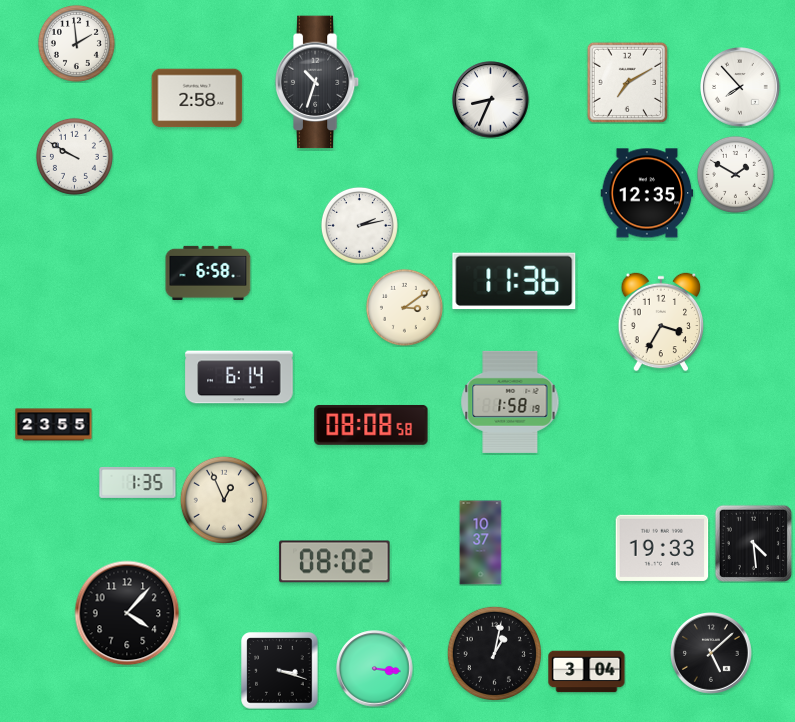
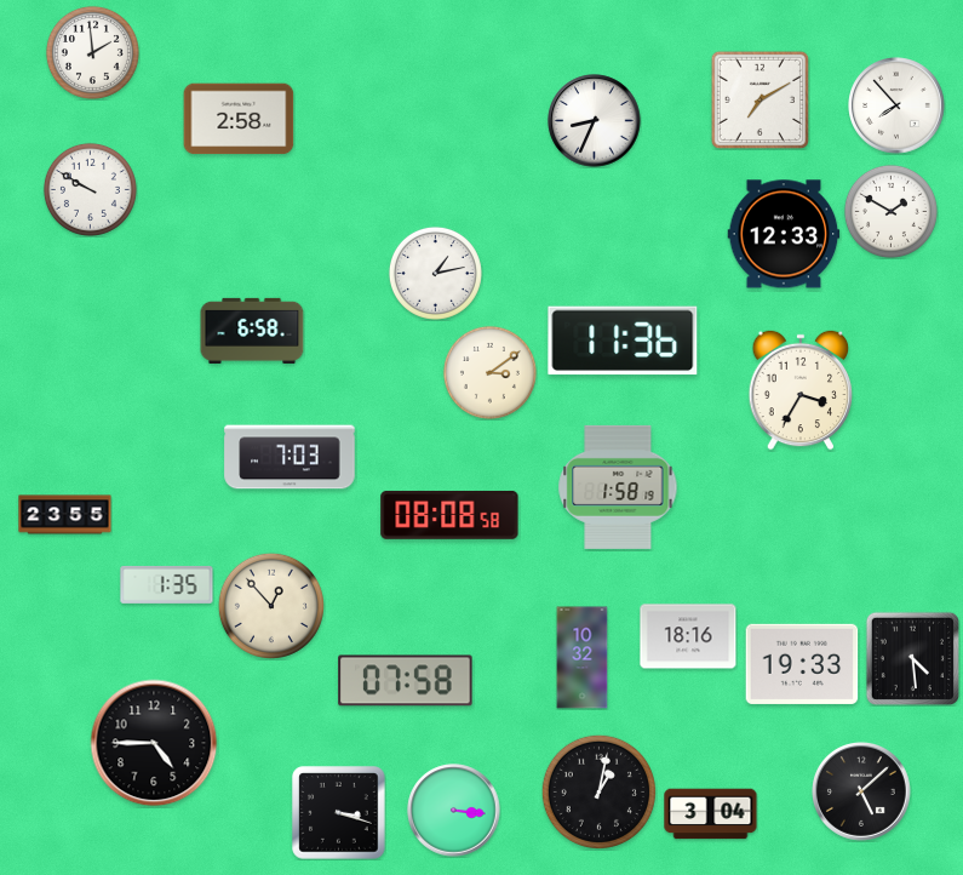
clock at (317, 82): 10:33 -> none
clock at (647, 193): 12:35 -> 12:33
clock at (359, 225): 2:13 -> 1:13
clock at (239, 377): 6:14 -> 7:03
clock at (224, 500): 12:56 -> 12:53
clock at (688, 636): none -> 18:16
clock at (481, 543): 10:37 -> 10:32
clock at (335, 562): 08:02 -> 07:58
clock at (127, 613): 4:07 -> 4:45
